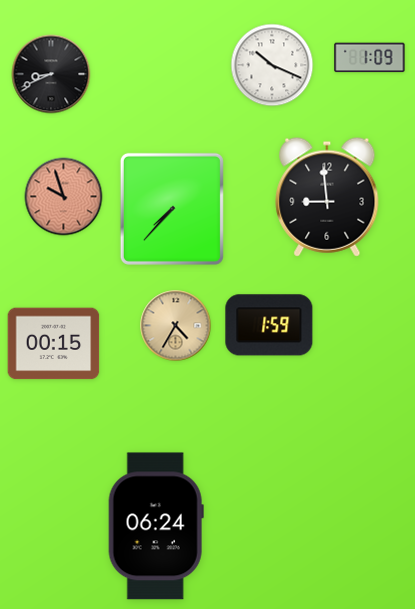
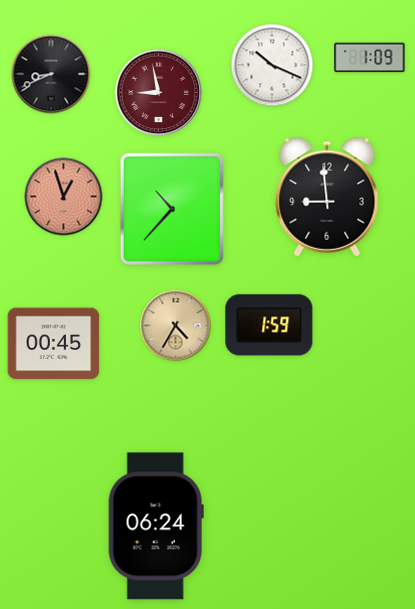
clock at (159, 93): none -> 8:58
clock at (64, 197): 9:57 -> 12:57
clock at (172, 209): 7:37 -> 10:37
clock at (54, 344): 00:15 -> 00:45
